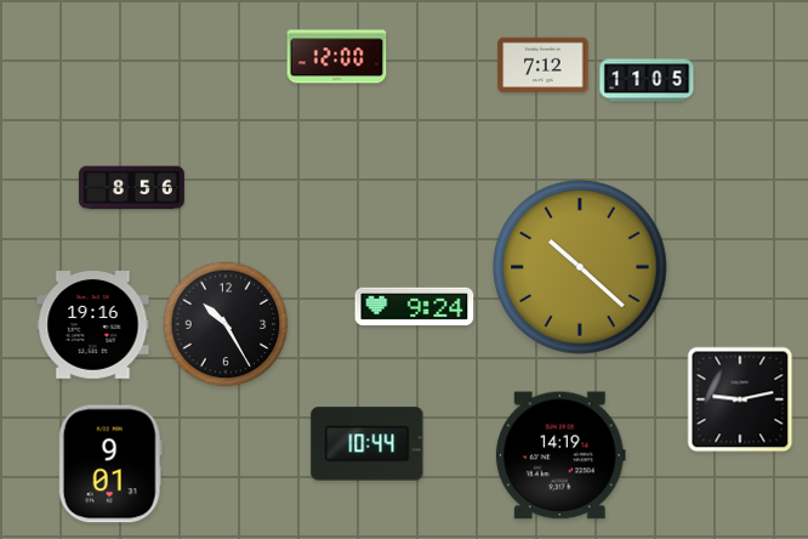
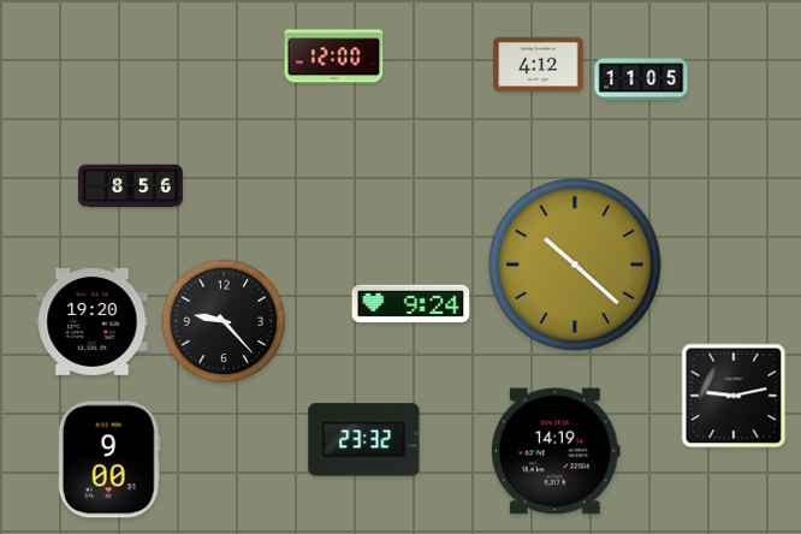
clock at (544, 66): 7:12 -> 4:12
clock at (226, 324): 10:25 -> 9:23
clock at (93, 325): 19:16 -> 19:20
clock at (368, 444): 10:44 -> 23:32
clock at (110, 464): 9:01 -> 9:00
